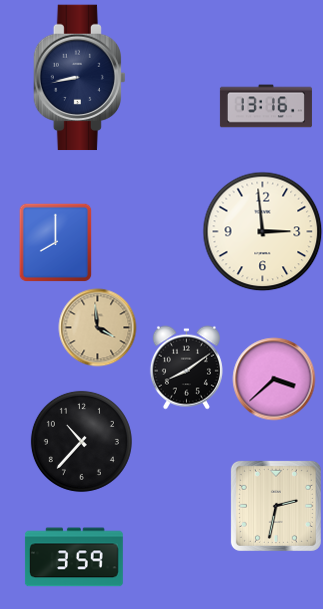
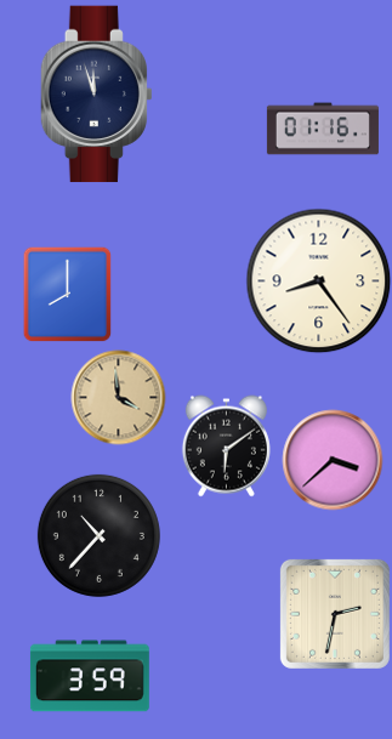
clock at (79, 78): 8:43 -> 11:57
clock at (266, 106): 13:16 -> 01:16
clock at (262, 231): 2:59 -> 8:24
clock at (186, 367): 8:09 -> 6:09
